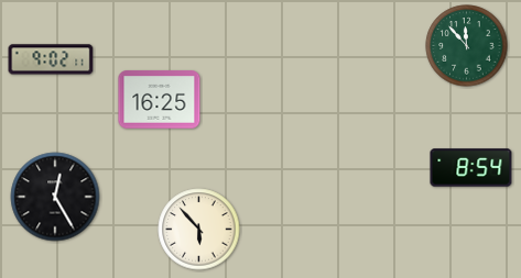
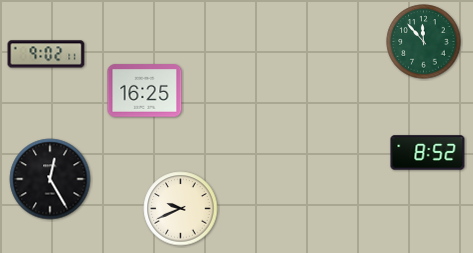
clock at (471, 168): 8:54 -> 8:52
clock at (199, 230): 5:53 -> 9:41
